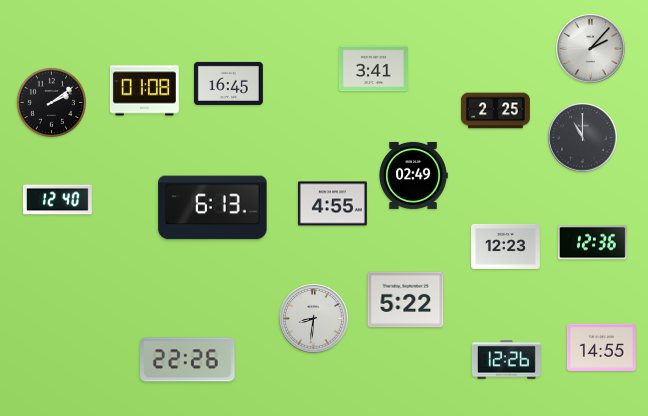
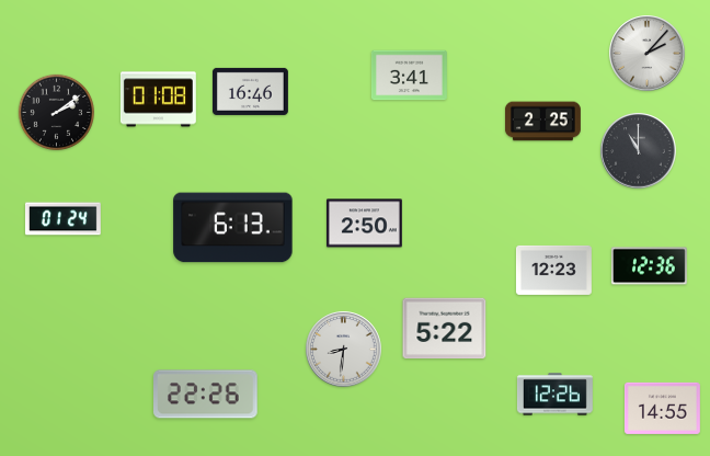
clock at (228, 83): 16:45 -> 16:46
clock at (413, 175): 02:49 -> none
clock at (57, 200): 12:40 -> 01:24
clock at (332, 204): 4:55 -> 2:50
clock at (601, 347) position: (601, 347) -> (662, 408)
